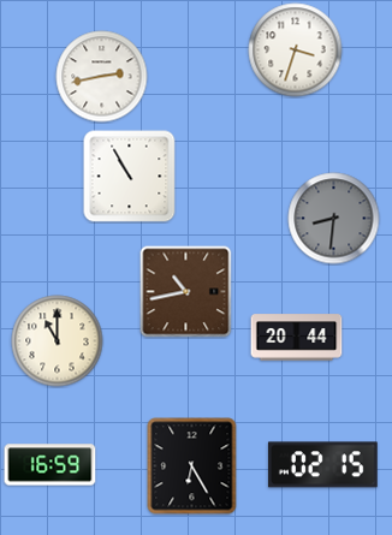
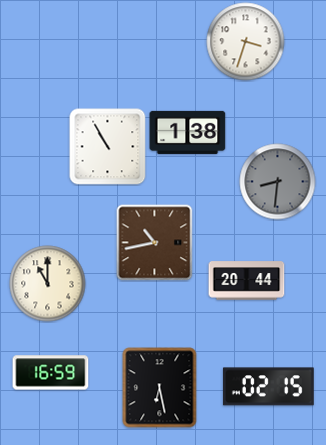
clock at (102, 77): 2:43 -> none
clock at (188, 132): none -> 1:38
clock at (51, 465) position: (51, 465) -> (51, 373)
clock at (192, 466): 6:25 -> 6:28
